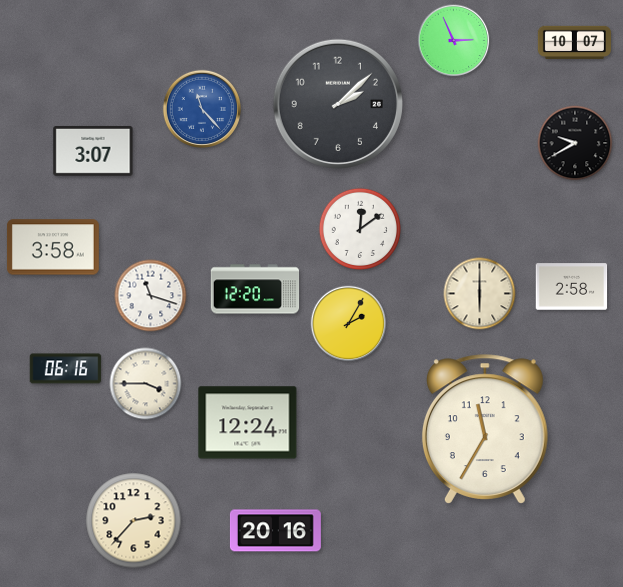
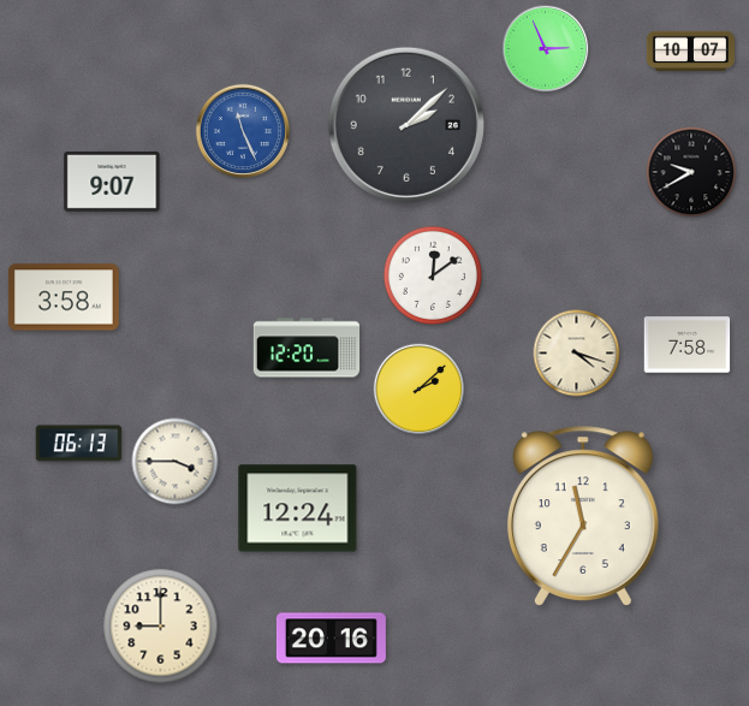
clock at (202, 109): 11:23 -> 11:26
clock at (93, 151): 3:07 -> 9:07
clock at (572, 287): 2:58 -> 7:58
clock at (480, 294): 6:00 -> 4:18
clock at (151, 296): 11:18 -> none
clock at (349, 324): 2:05 -> 2:08
clock at (66, 369): 06:16 -> 06:13
clock at (134, 521): 2:37 -> 9:00
